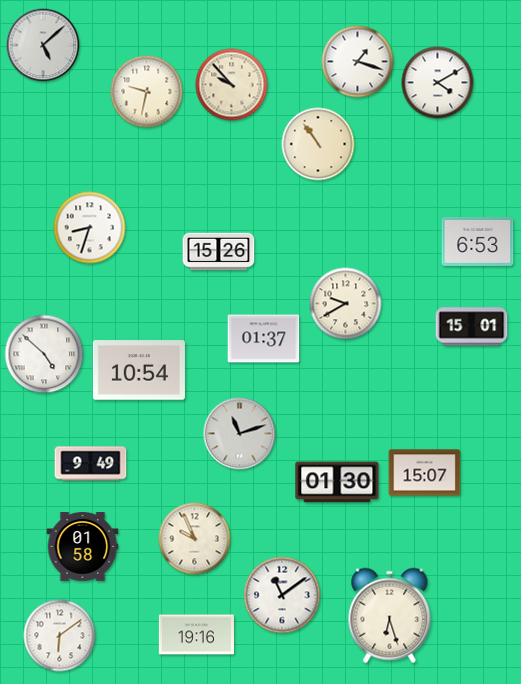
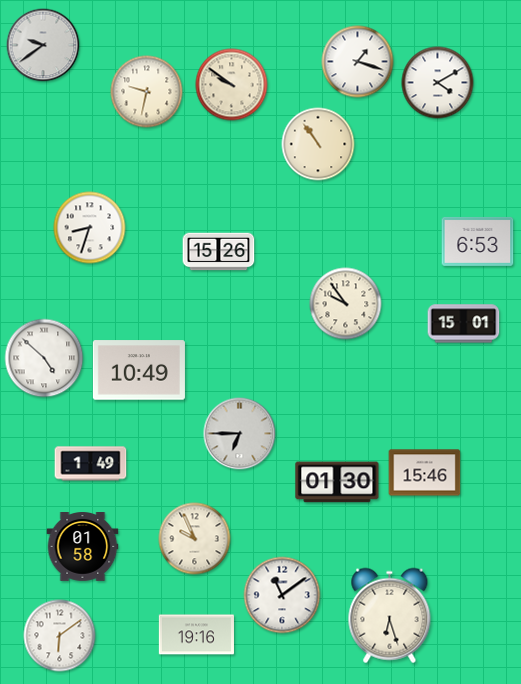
clock at (43, 45): 5:08 -> 9:39
clock at (232, 85): 9:53 -> 9:51
clock at (346, 304): 9:40 -> 9:54
clock at (472, 327) position: (472, 327) -> (464, 324)
clock at (264, 339): 01:37 -> none
clock at (44, 354) position: (44, 354) -> (44, 358)
clock at (139, 370): 10:54 -> 10:49
clock at (240, 434): 11:12 -> 6:45
clock at (91, 464): 9:49 -> 1:49
clock at (425, 473): 15:07 -> 15:46
